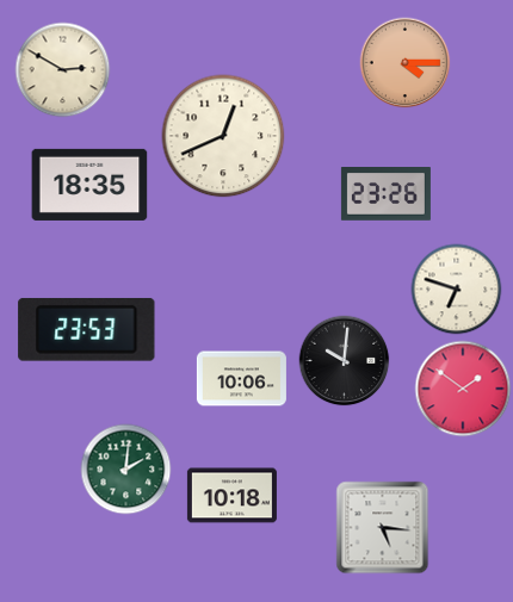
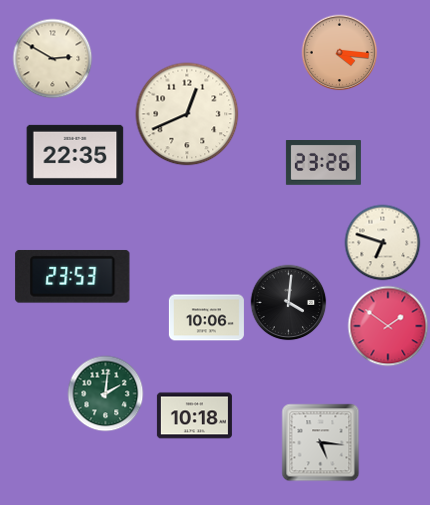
clock at (406, 63): 4:15 -> 4:16
clock at (89, 185): 18:35 -> 22:35
clock at (345, 361): 10:01 -> 4:01
clock at (241, 379) position: (241, 379) -> (206, 318)
